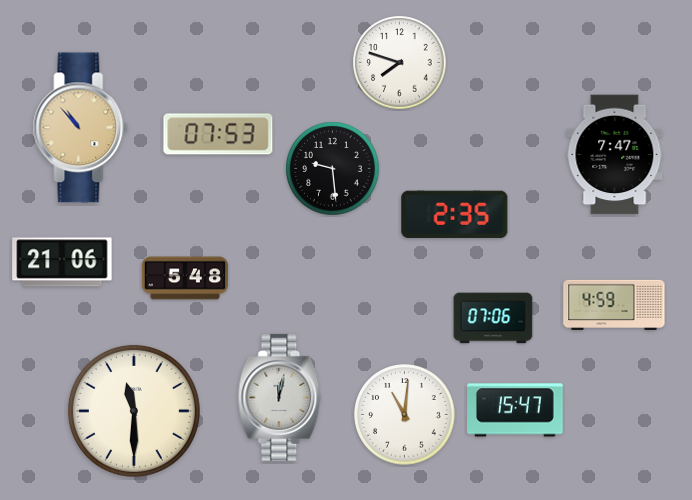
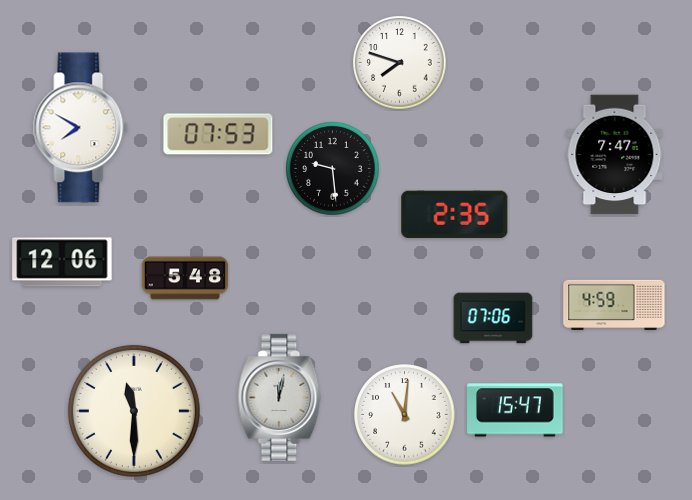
clock at (81, 128): 10:53 -> 7:50
clock at (81, 128) dial: champagne -> white
clock at (62, 262): 21:06 -> 12:06
